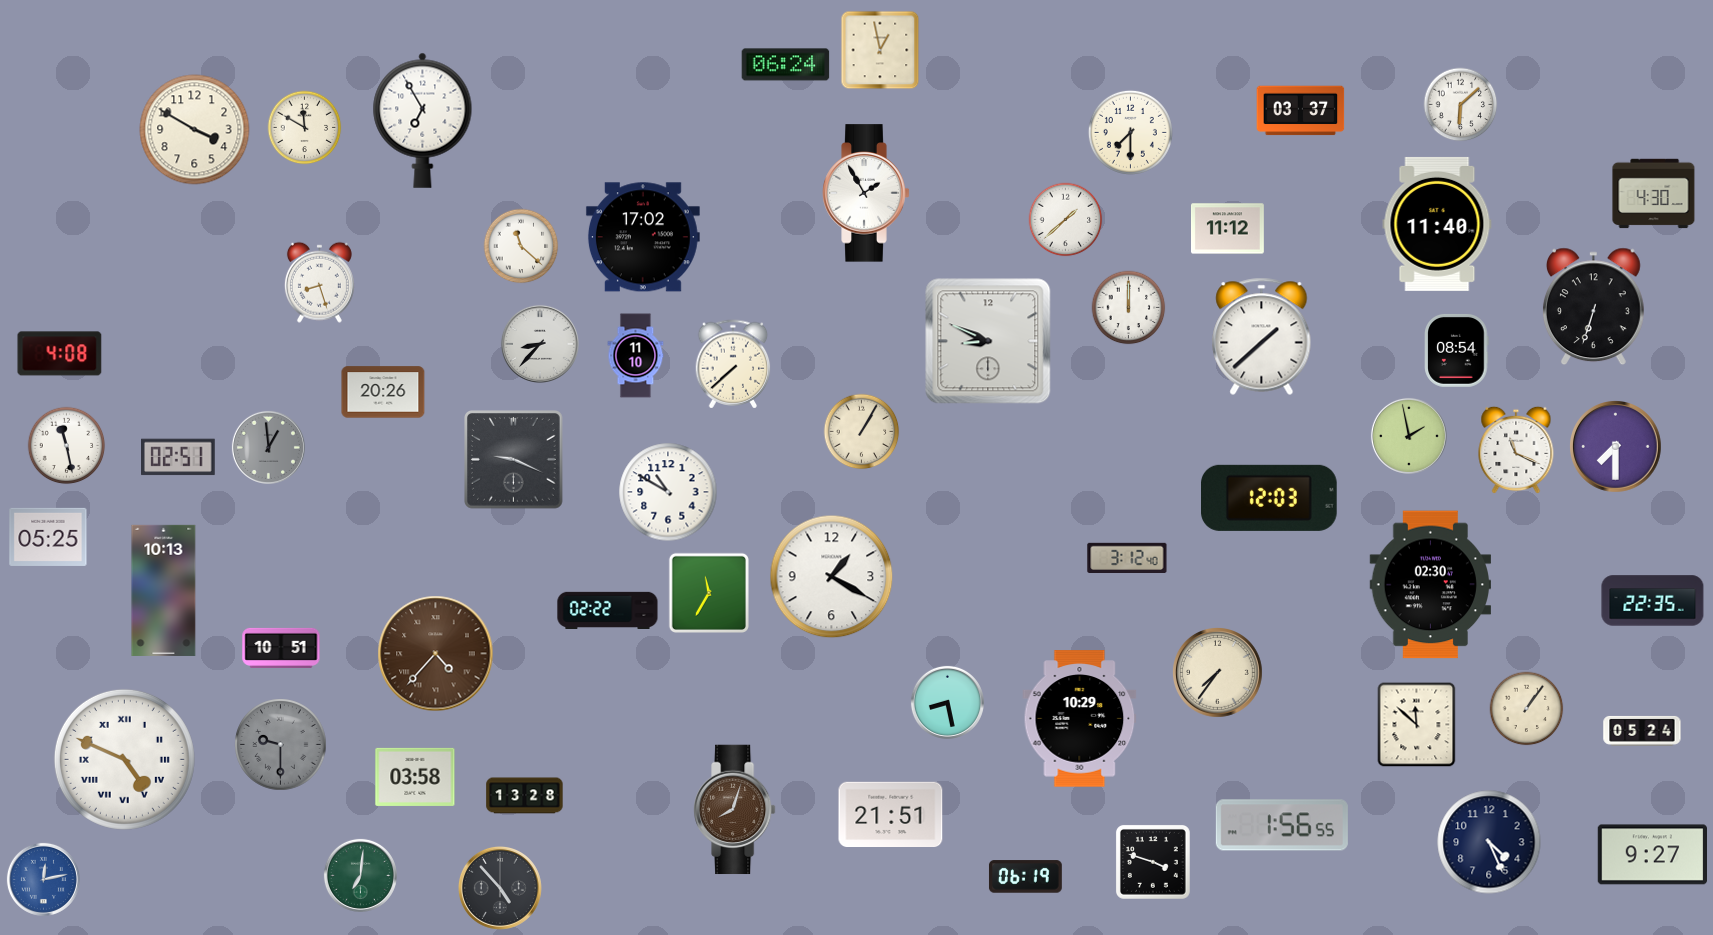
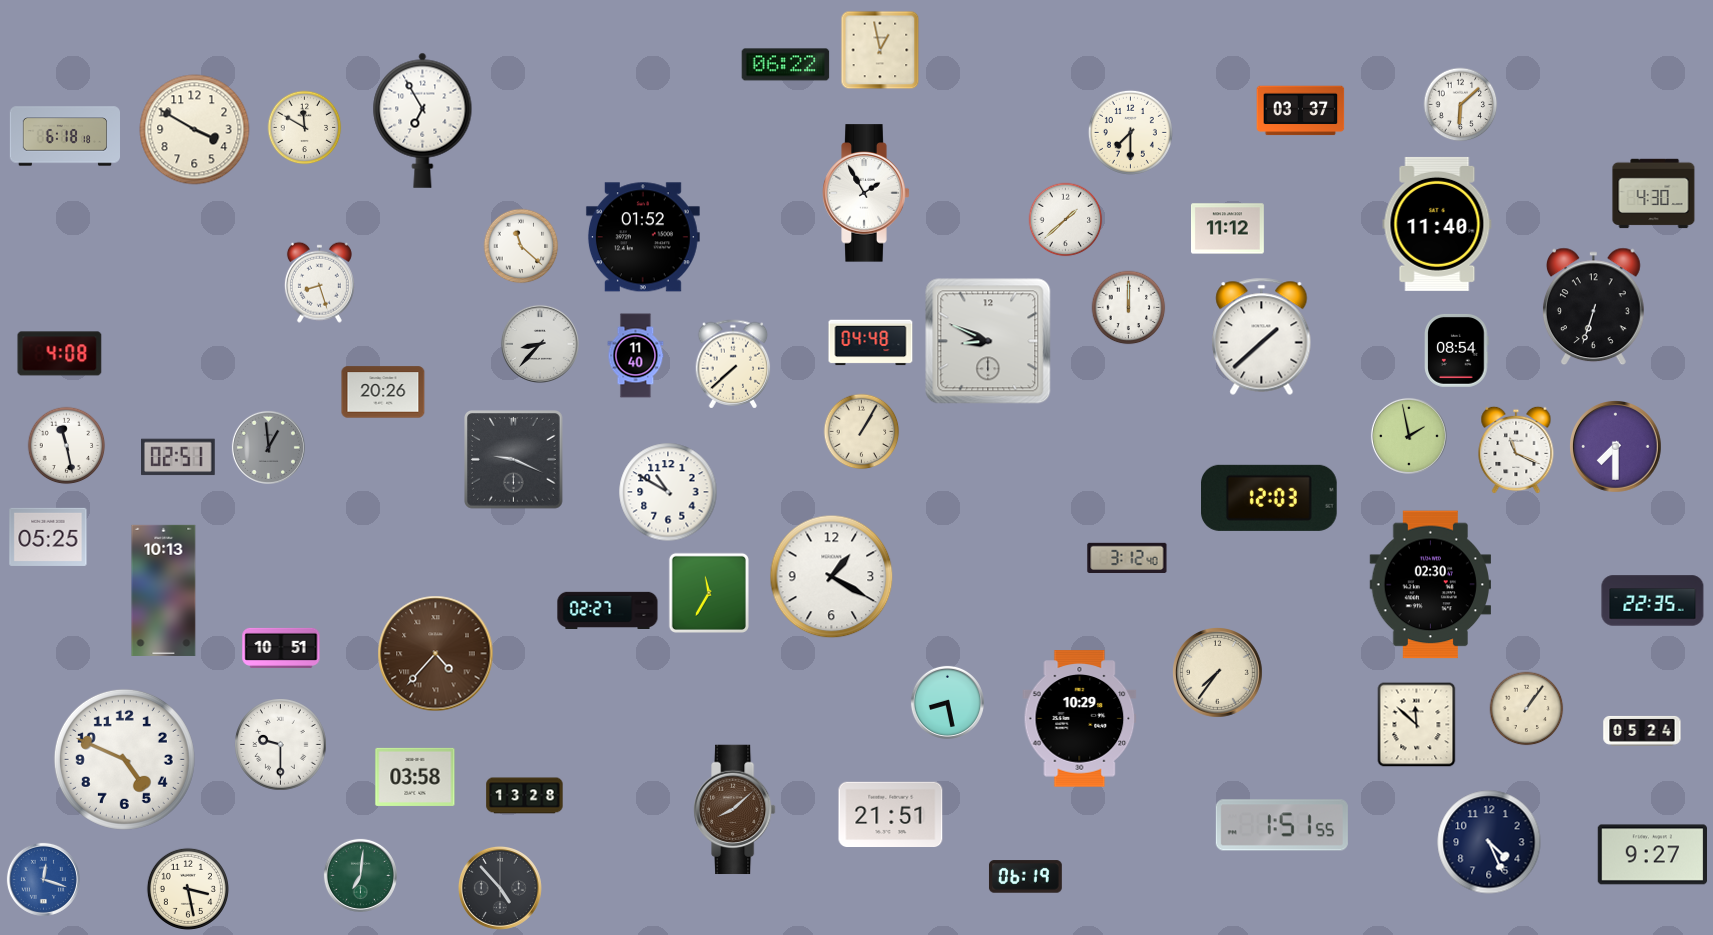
clock at (786, 65): 06:24 -> 06:22
clock at (64, 136): none -> 6:18
clock at (643, 237): 17:02 -> 01:52
clock at (871, 343): none -> 04:48
clock at (636, 356): 11:10 -> 11:40
clock at (608, 610): 02:22 -> 02:27
clock at (281, 745) dial: grey -> white
clock at (124, 759) numerals: Roman -> Arabic
clock at (735, 810): 8:03 -> 8:08
clock at (1282, 825): 1:56 -> 1:51
clock at (1153, 862): 3:48 -> none
clock at (43, 879): 12:13 -> 12:18
clock at (188, 889): none -> 3:28
